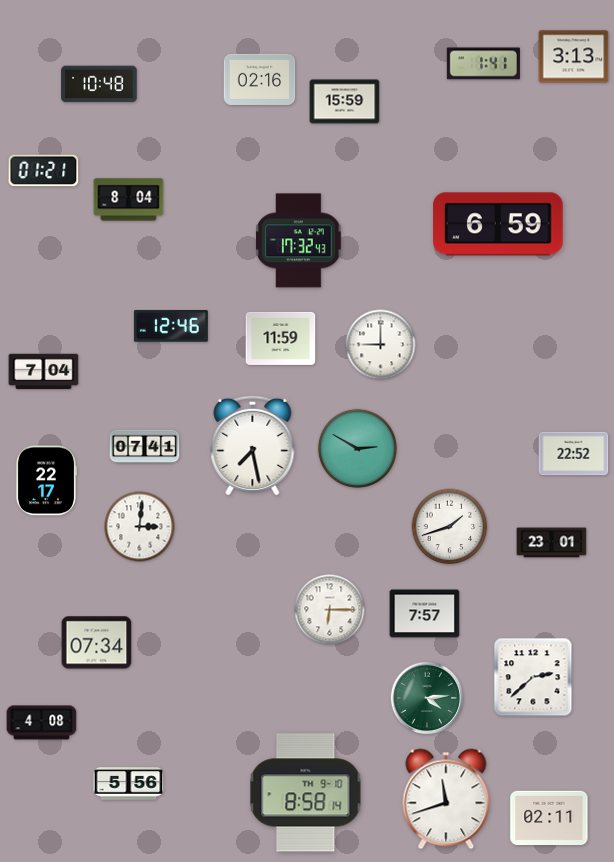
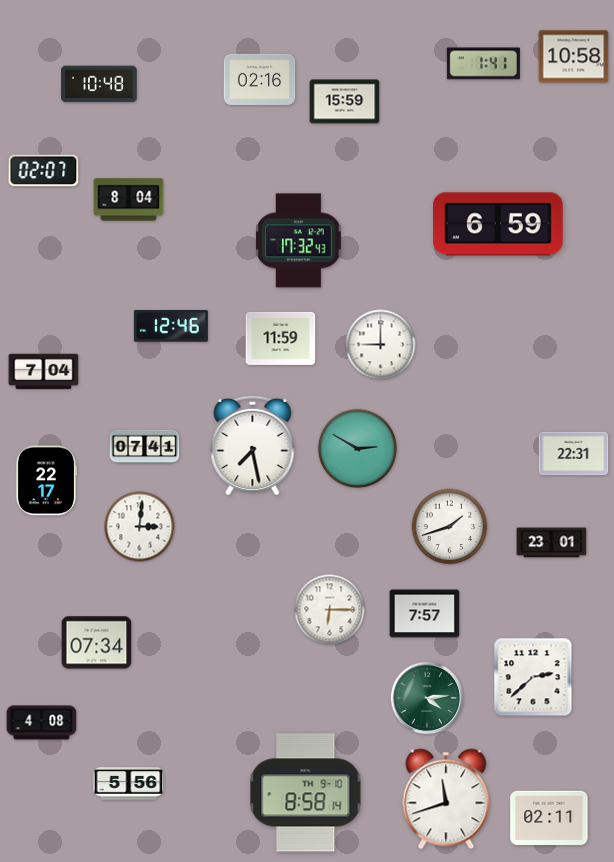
clock at (574, 57): 3:13 -> 10:58
clock at (44, 171): 01:21 -> 02:07
clock at (574, 454): 22:52 -> 22:31
